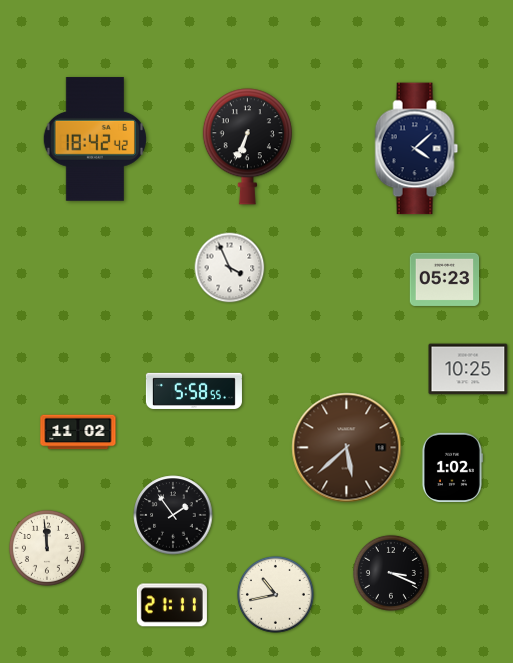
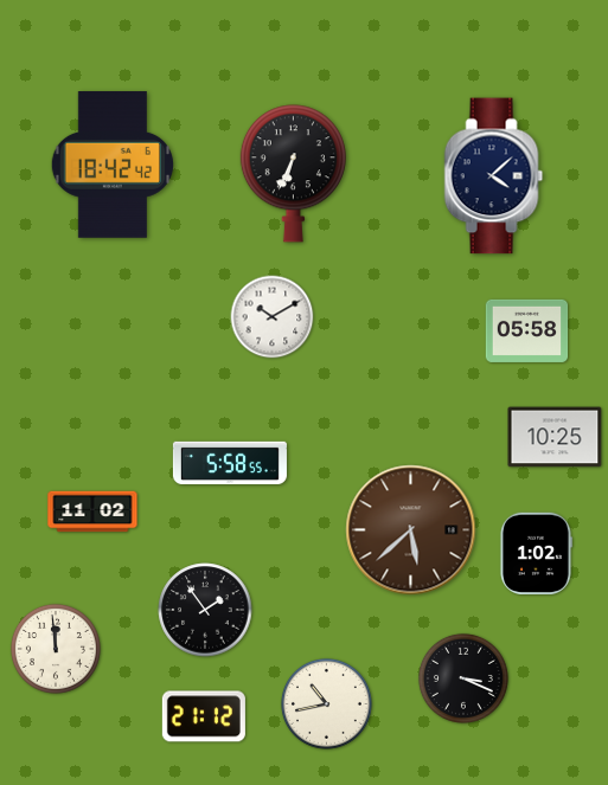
clock at (230, 268): 3:56 -> 10:10
clock at (445, 279): 05:23 -> 05:58
clock at (172, 605): 21:11 -> 21:12
